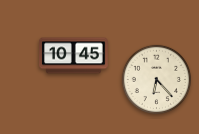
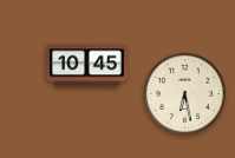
clock at (156, 79): 6:23 -> 6:28
